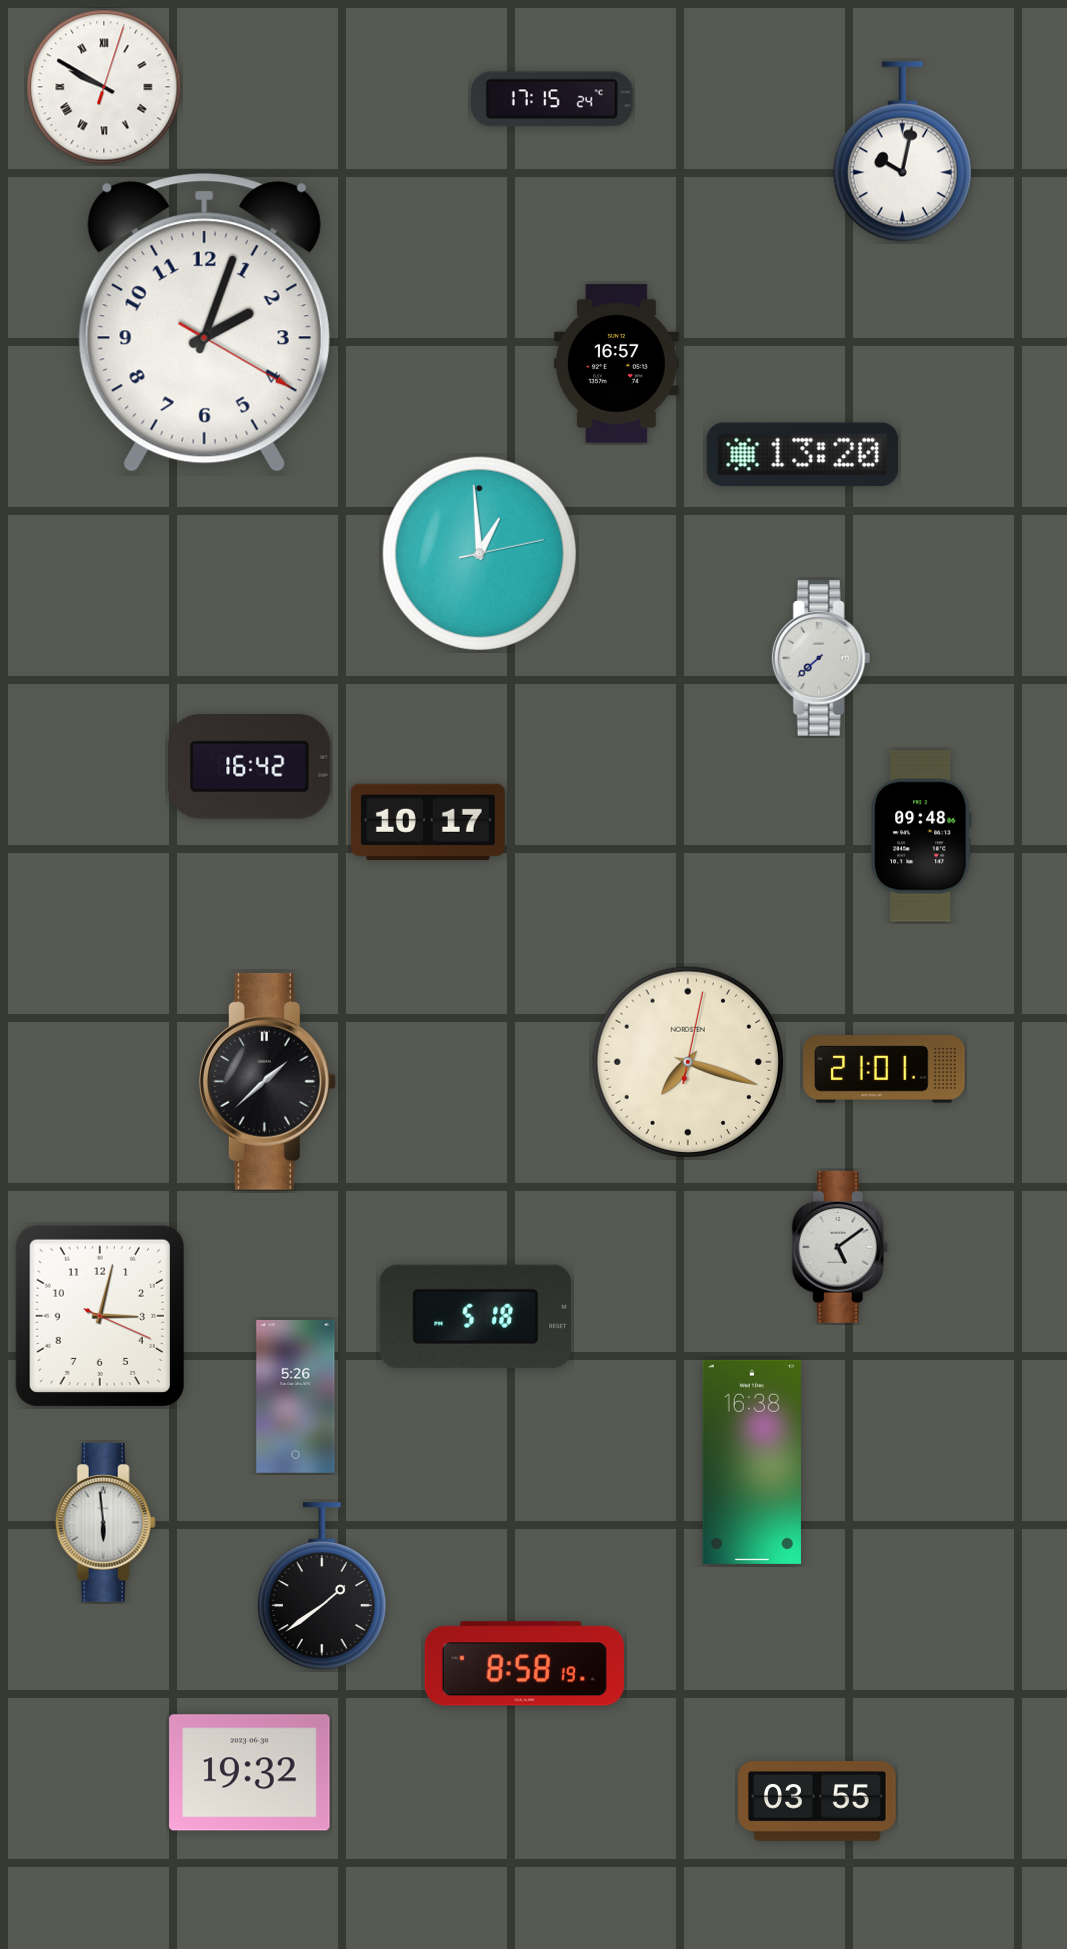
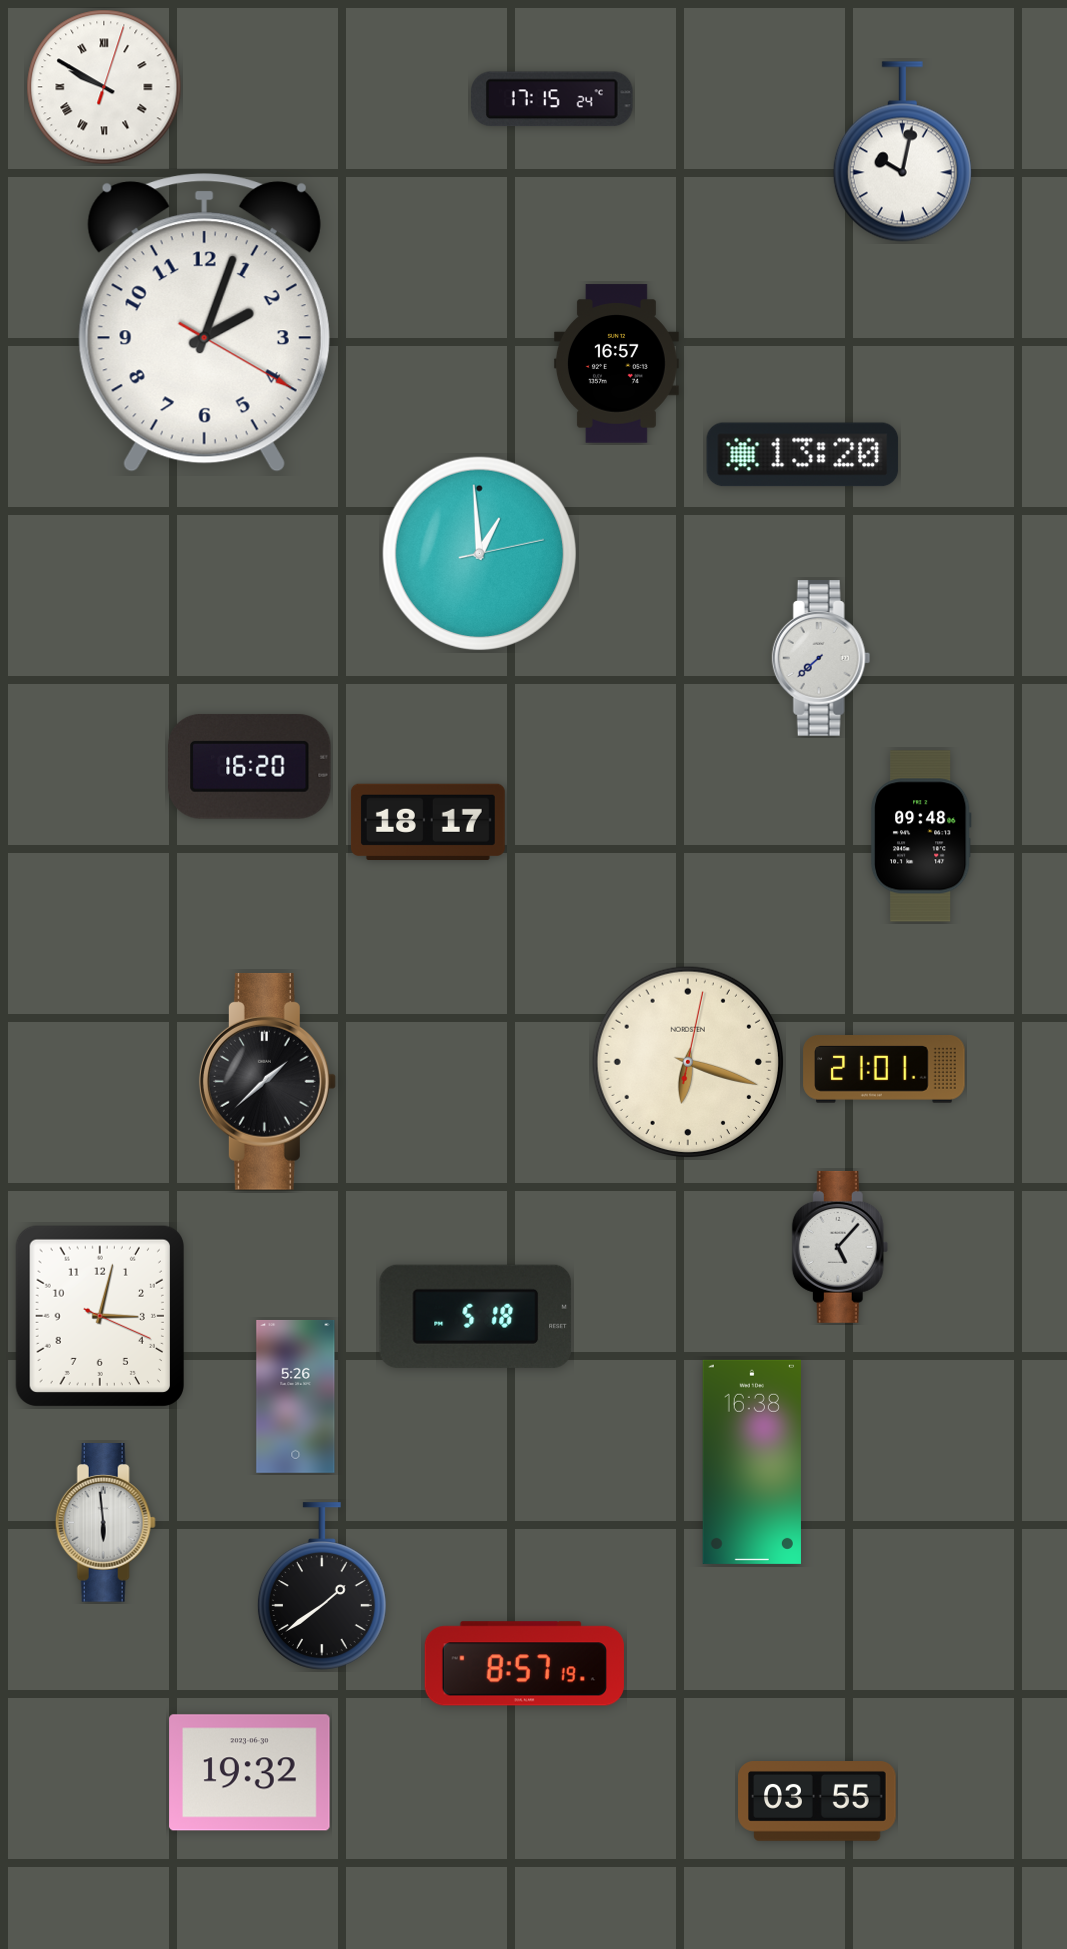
clock at (250, 766): 16:42 -> 16:20
clock at (428, 821): 10:17 -> 18:17
clock at (687, 1061): 7:18 -> 6:18
clock at (840, 1247): 5:09 -> 5:07
clock at (524, 1664): 8:58 -> 8:57
